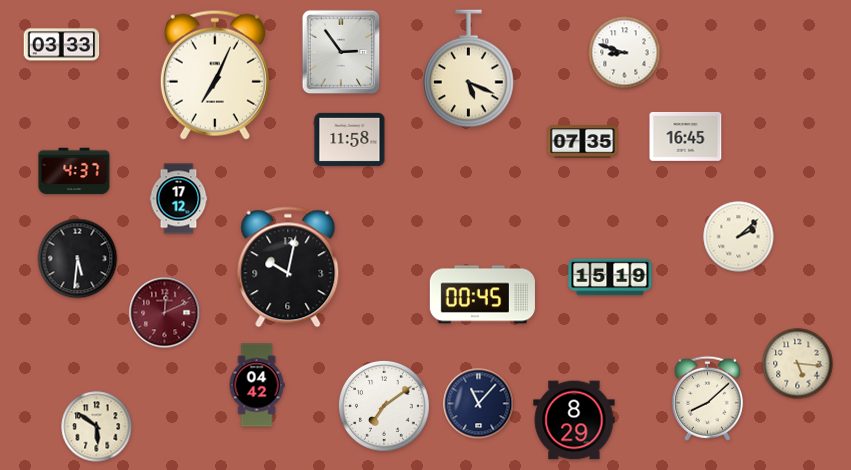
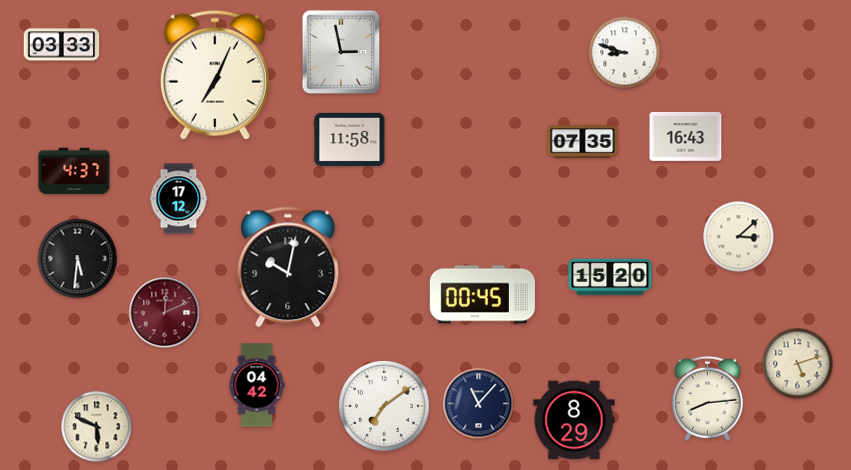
clock at (341, 52): 2:54 -> 2:58
clock at (469, 69): 5:19 -> none
clock at (686, 136): 16:45 -> 16:43
clock at (739, 237): 2:08 -> 3:08
clock at (610, 277): 15:19 -> 15:20
clock at (798, 364): 5:16 -> 5:12
clock at (707, 398): 8:08 -> 8:14
clock at (97, 427): 5:51 -> 5:49
